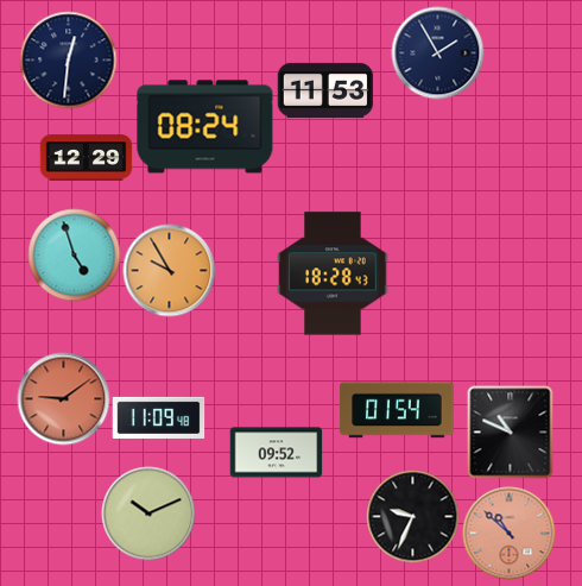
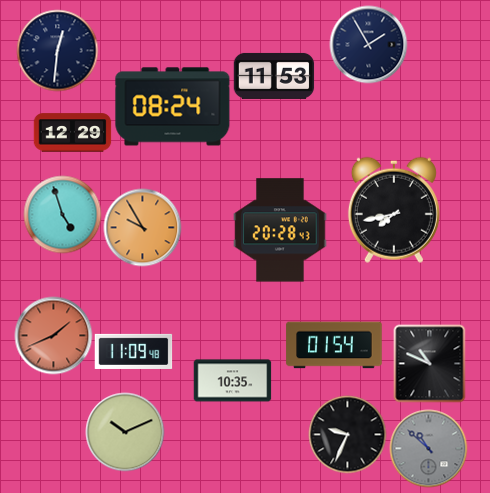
clock at (394, 210): none -> 7:43
clock at (333, 273): 18:28 -> 20:28
clock at (63, 398): 9:09 -> 1:41
clock at (276, 453): 09:52 -> 10:35
clock at (508, 533) dial: salmon -> grey
